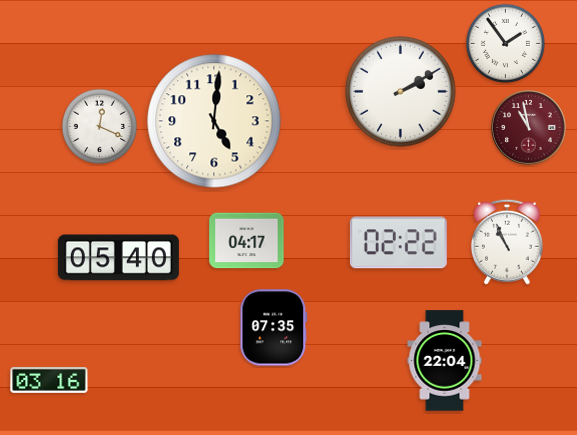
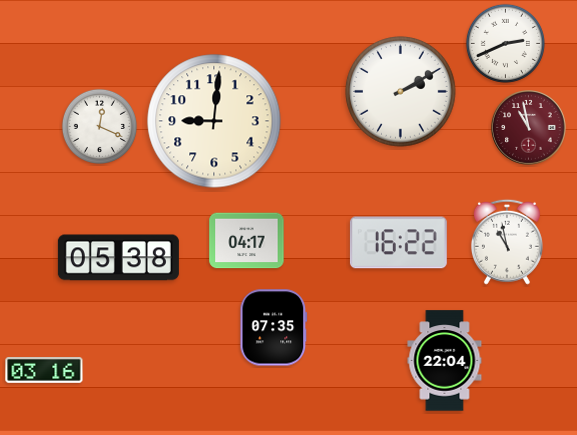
clock at (505, 43): 1:54 -> 2:41
clock at (214, 121): 5:01 -> 9:01
clock at (507, 242): 10:56 -> 10:58
clock at (398, 243): 02:22 -> 16:22
clock at (118, 258): 05:40 -> 05:38
clock at (49, 381) position: (49, 381) -> (44, 371)
